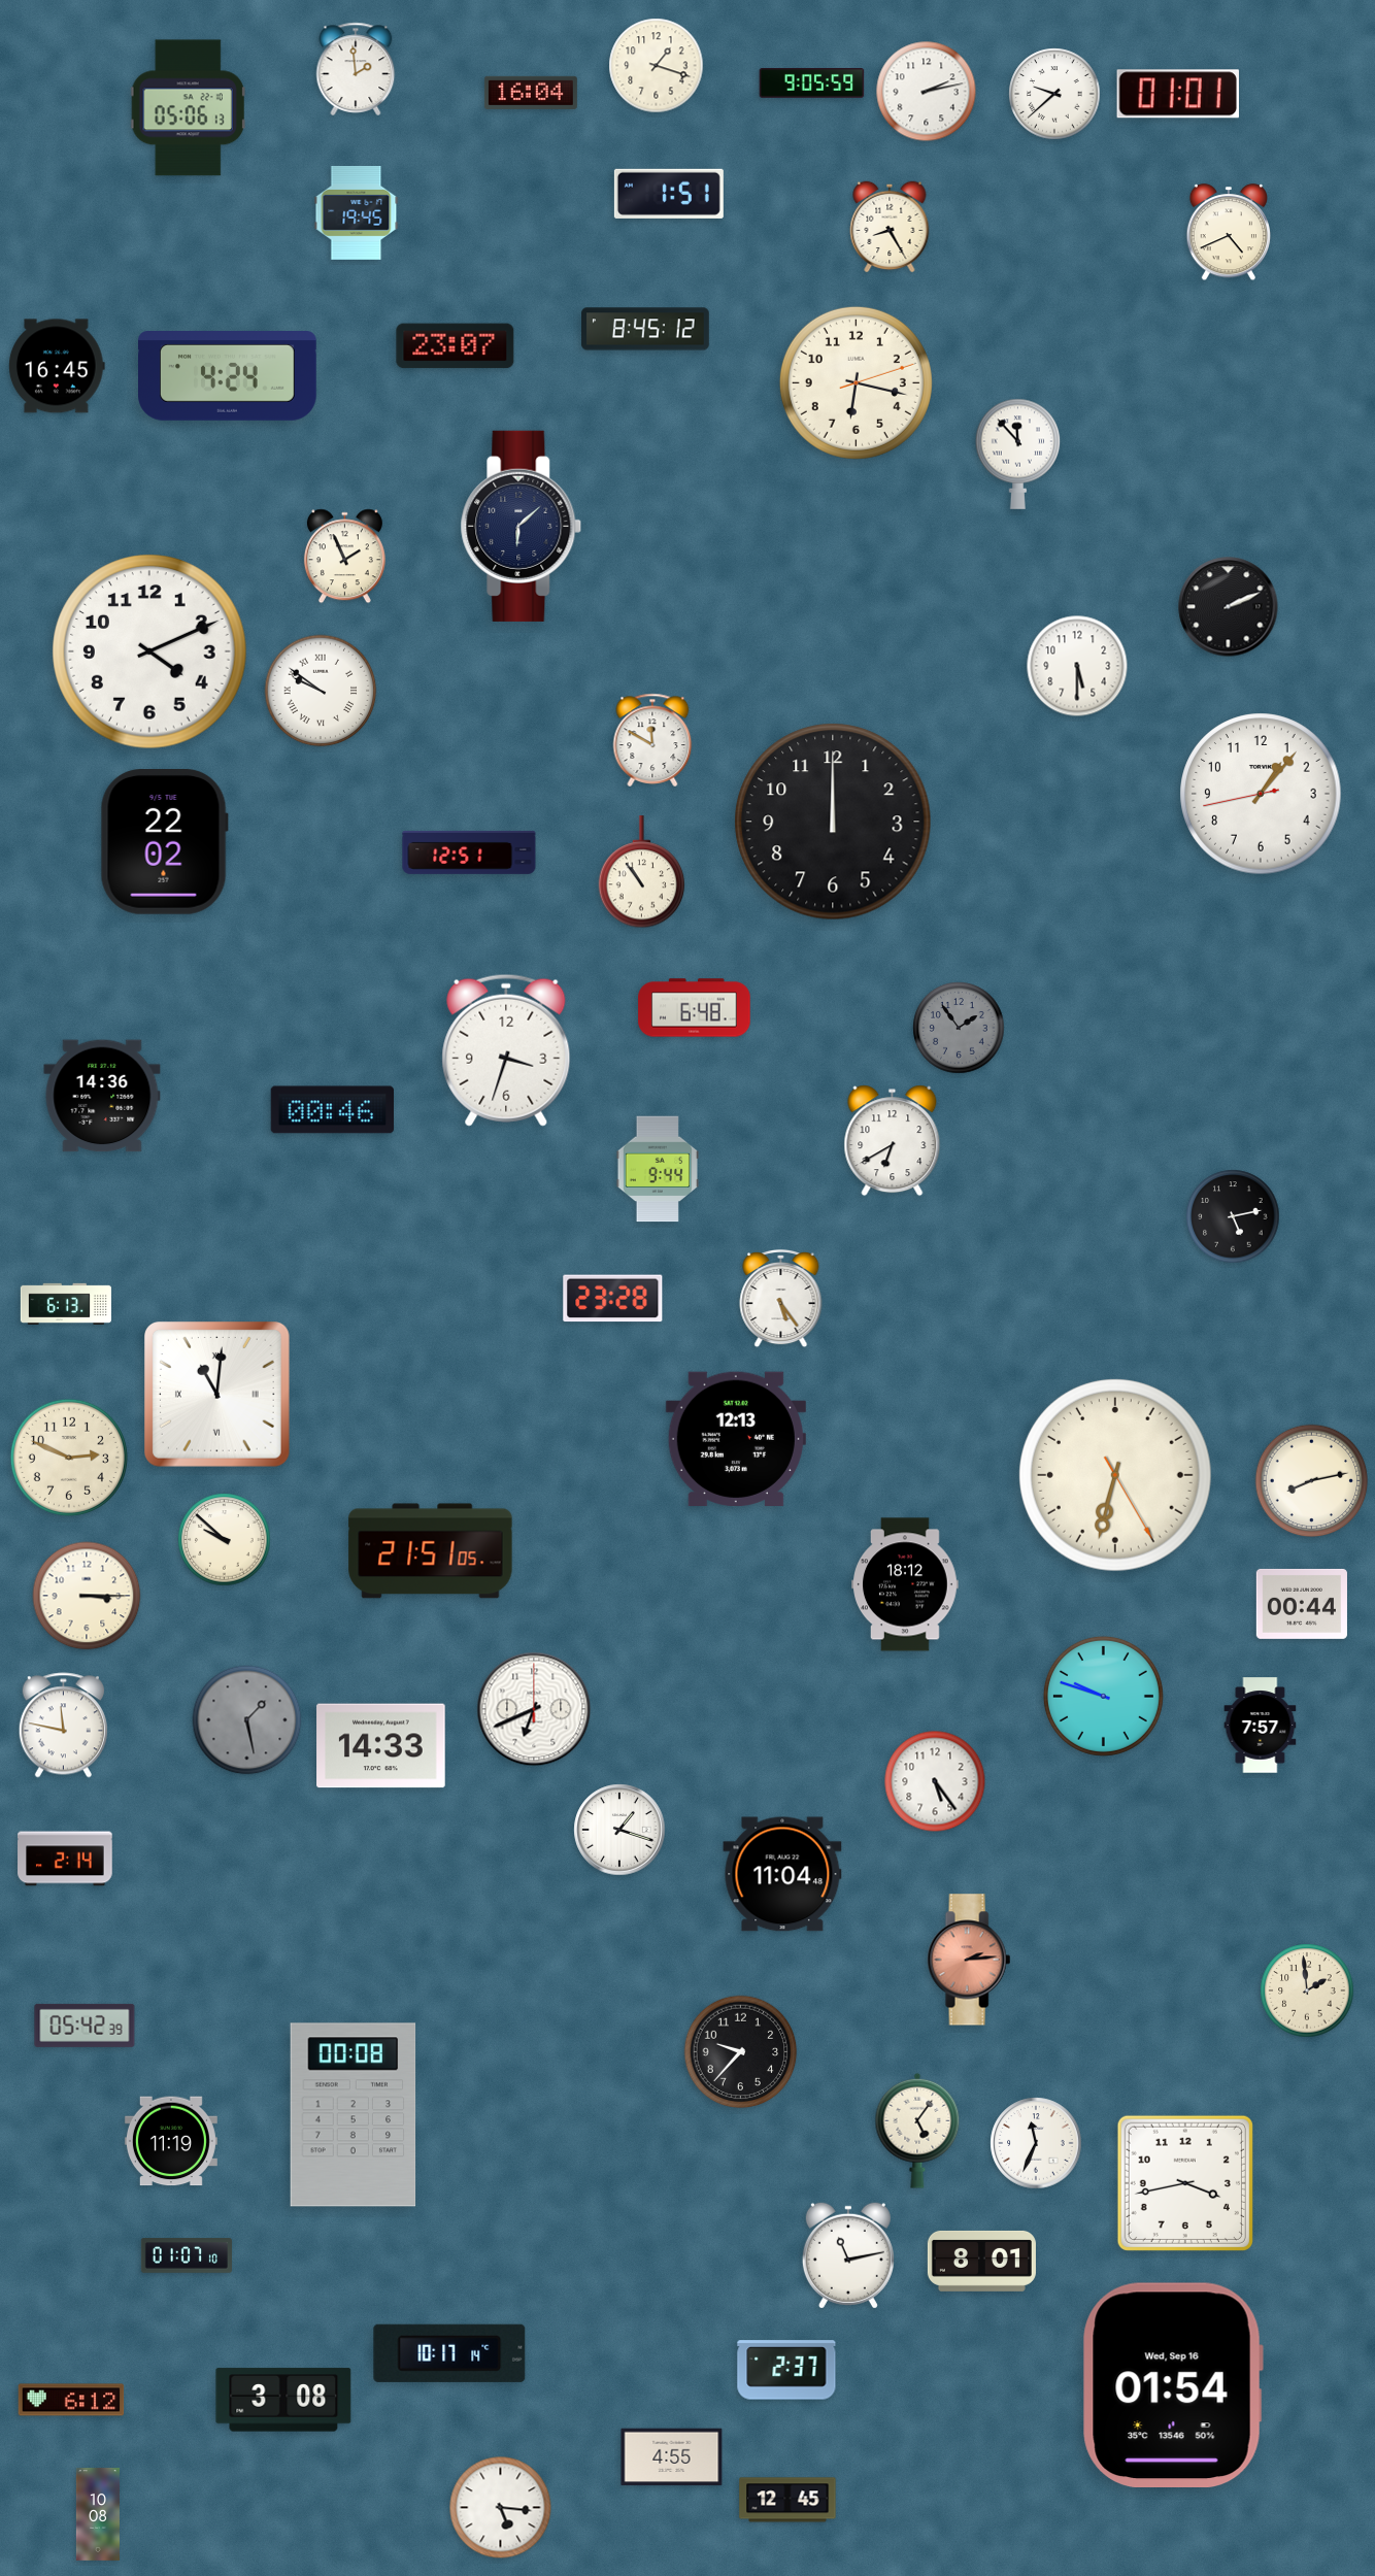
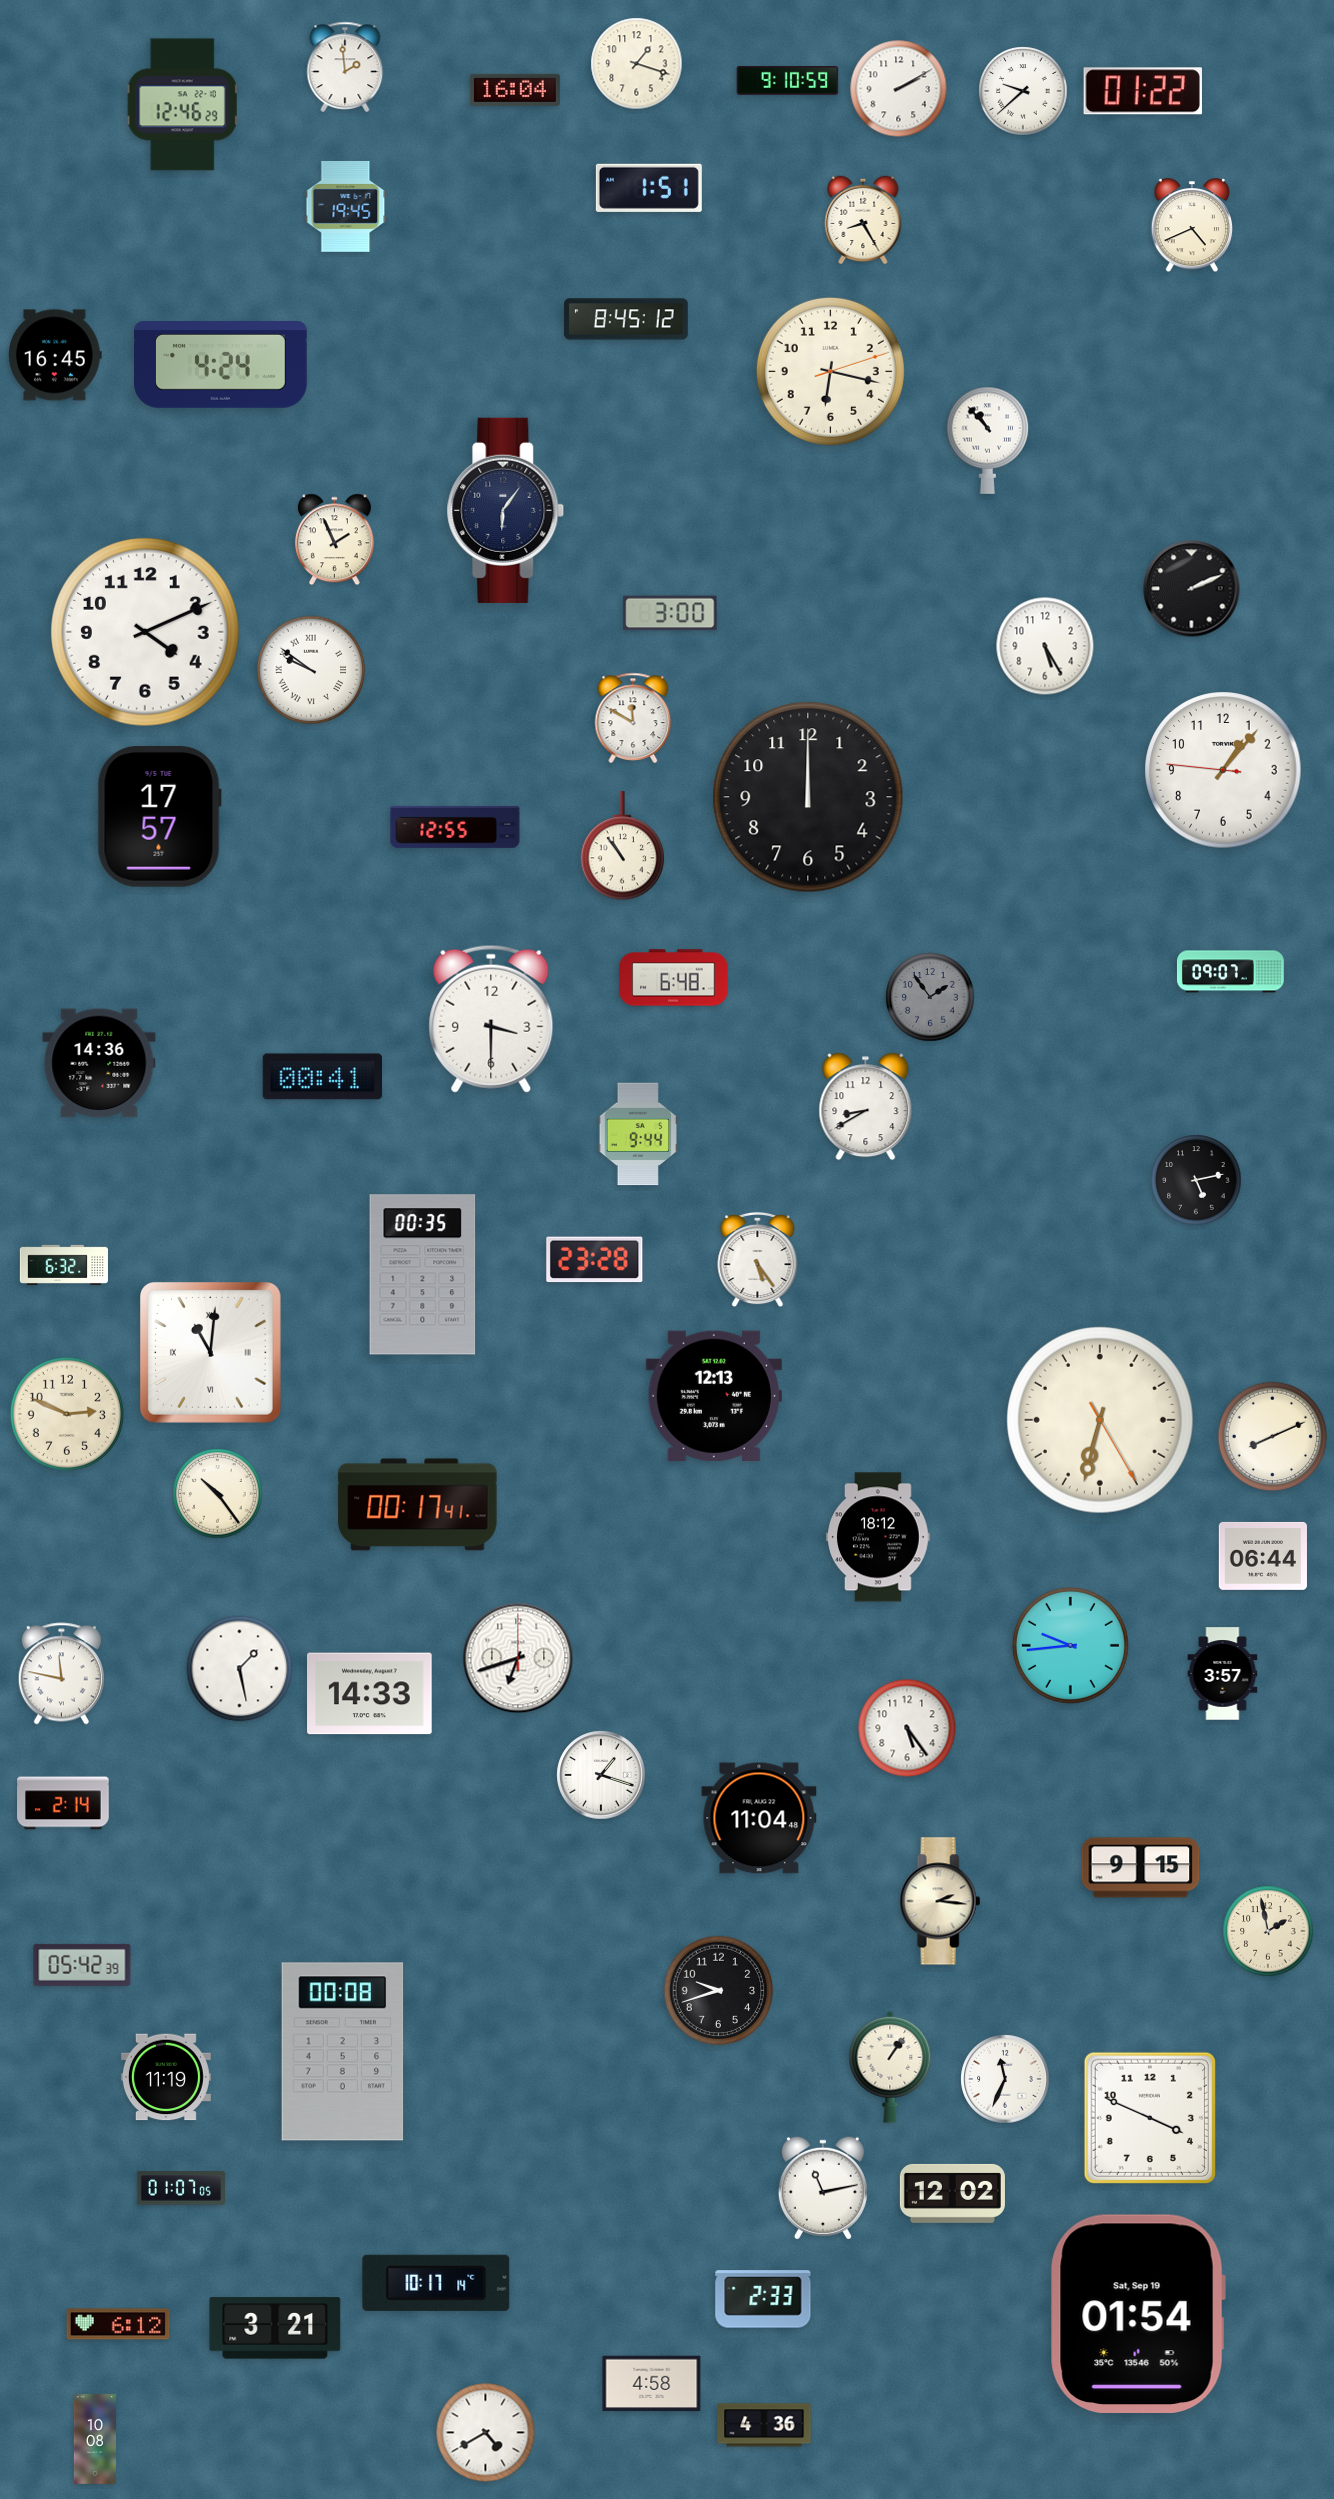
clock at (812, 83): 9:05 -> 9:10
clock at (927, 92): 2:13 -> 2:10
clock at (1178, 94): 01:01 -> 01:22
clock at (188, 108): 05:06 -> 12:46
clock at (456, 346): 23:07 -> none
clock at (1018, 454): 11:53 -> 10:53
clock at (522, 526): 6:08 -> 6:06
clock at (670, 613): none -> 3:00
clock at (1077, 666): 5:30 -> 5:25
clock at (1261, 794): 1:06:43 -> 1:06:46
clock at (164, 842): 22:02 -> 17:57
clock at (469, 852): 12:51 -> 12:55
clock at (1231, 972): none -> 09:07
clock at (506, 1050): 3:33 -> 3:30
clock at (332, 1110): 00:46 -> 00:41
clock at (893, 1141): 6:40 -> 8:40
clock at (65, 1303): 6:13 -> 6:32
clock at (423, 1275): none -> 00:35
clock at (1115, 1475) position: (1115, 1475) -> (1100, 1420)
clock at (1312, 1481): 8:13 -> 8:11
clock at (225, 1540): 9:52 -> 10:24
clock at (431, 1551): 21:51 -> 00:17
clock at (87, 1596): 3:15 -> none
clock at (1302, 1604): 00:44 -> 06:44
clock at (1103, 1696): 9:48 -> 9:44
clock at (534, 1709): 6:41 -> 6:42
clock at (247, 1720) dial: grey -> white
clock at (1261, 1726): 7:57 -> 3:57
clock at (1141, 1868): none -> 9:15
clock at (969, 1960): 2:14 -> 2:16
clock at (969, 1960) dial: salmon -> cream
clock at (1307, 1990): 1:59 -> 1:58
clock at (741, 2052): 9:37 -> 9:42
clock at (917, 2131): 5:06 -> 1:06
clock at (1185, 2183): 3:43 -> 3:49
clock at (187, 2255): 01:07:10 -> 01:07:05
clock at (981, 2261): 8:01 -> 12:02
clock at (786, 2370): 2:37 -> 2:33
clock at (1173, 2384) date: Wed, Sep 16 -> Sat, Sep 19
clock at (71, 2400) position: (71, 2400) -> (118, 2324)
clock at (283, 2400): 3:08 -> 3:21
clock at (672, 2457): 4:55 -> 4:58
clock at (787, 2500): 12:45 -> 4:36
clock at (501, 2508): 5:16 -> 4:40
